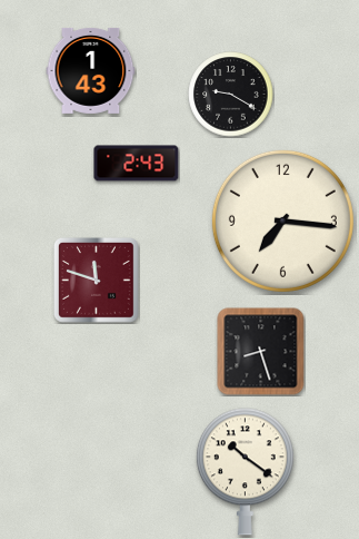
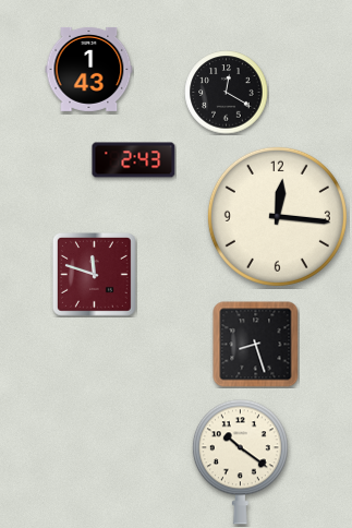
clock at (231, 95): 9:20 -> 12:20
clock at (282, 220): 7:16 -> 12:16
